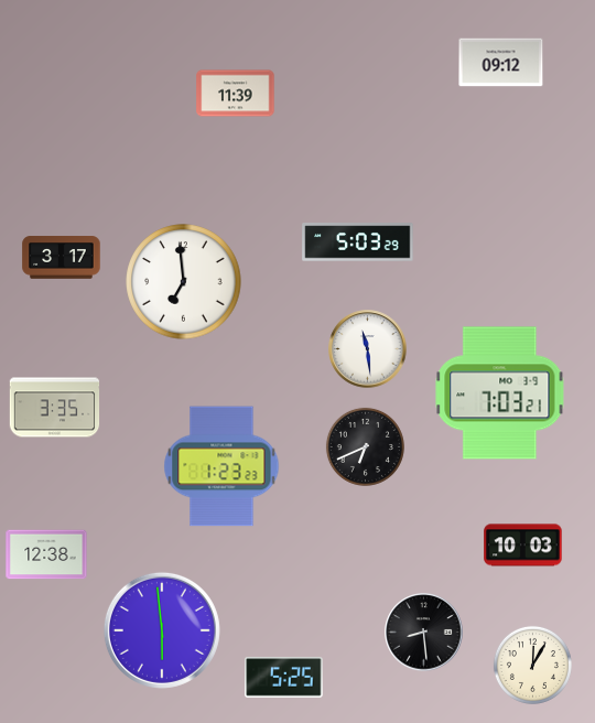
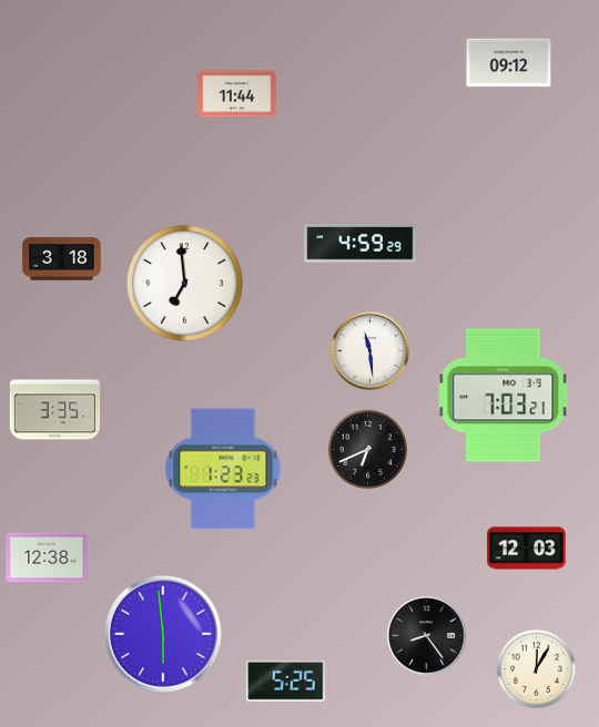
clock at (501, 63) position: (501, 63) -> (509, 63)
clock at (236, 94): 11:39 -> 11:44
clock at (358, 242): 5:03 -> 4:59
clock at (62, 258): 3:17 -> 3:18
clock at (523, 546): 10:03 -> 12:03
clock at (424, 633): 8:29 -> 8:24
